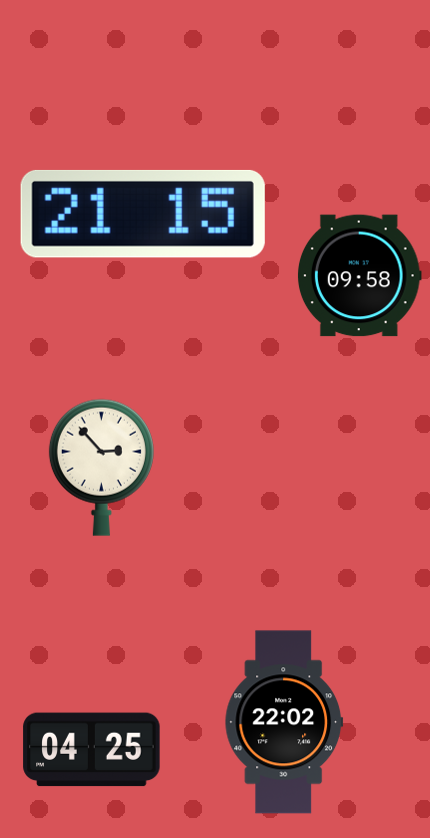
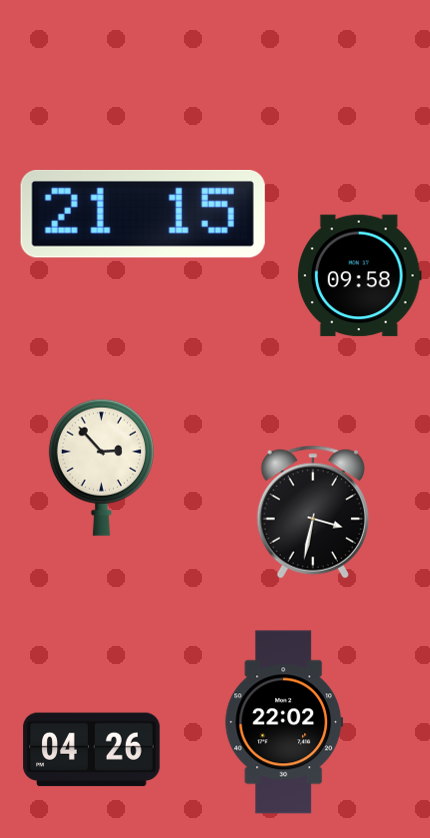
clock at (313, 512): none -> 3:32
clock at (92, 750): 04:25 -> 04:26
